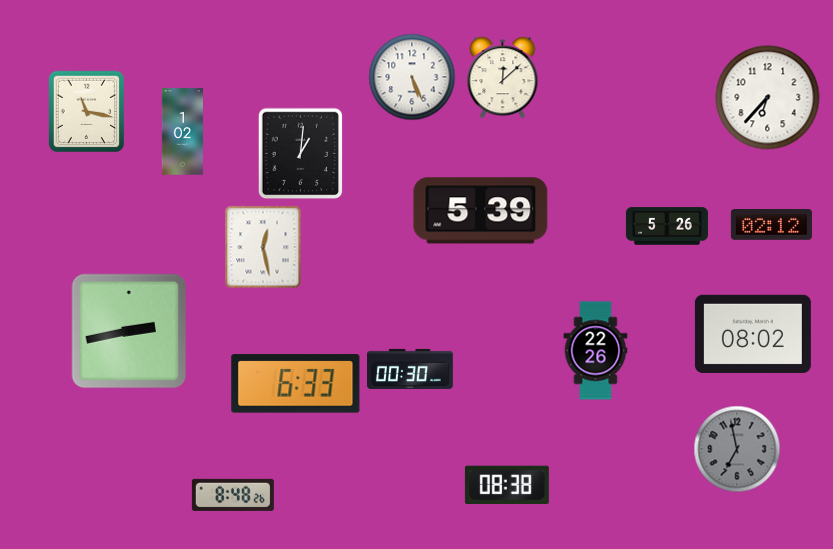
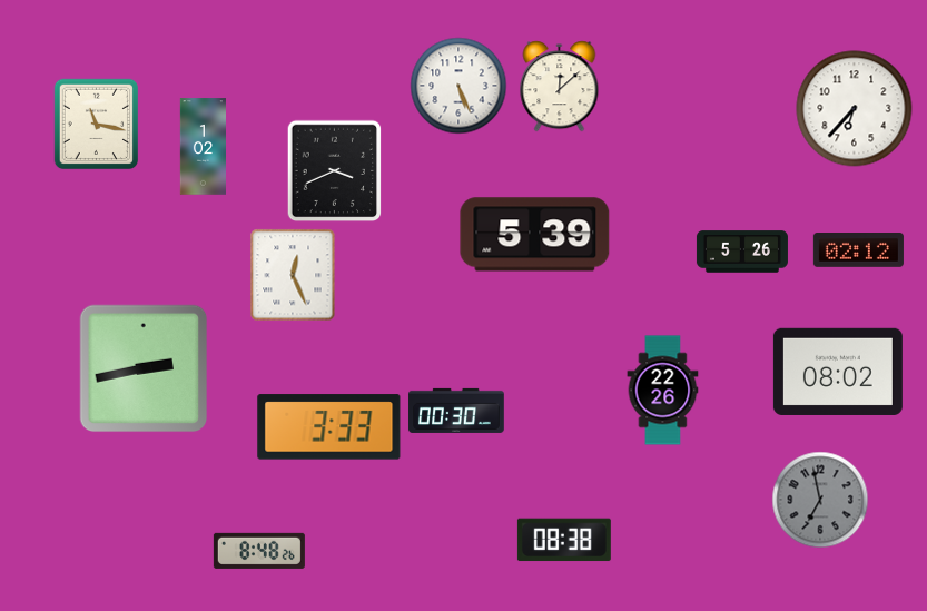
clock at (301, 154): 1:01 -> 3:41
clock at (263, 247): 12:28 -> 12:26
clock at (296, 384): 6:33 -> 3:33
